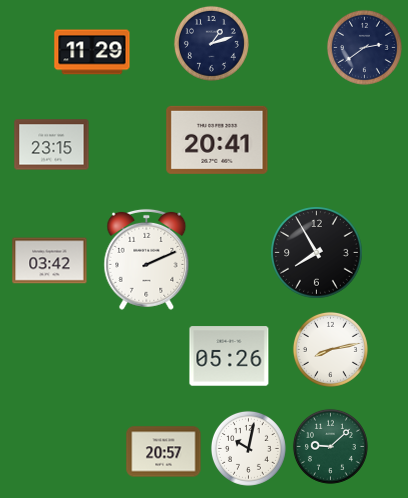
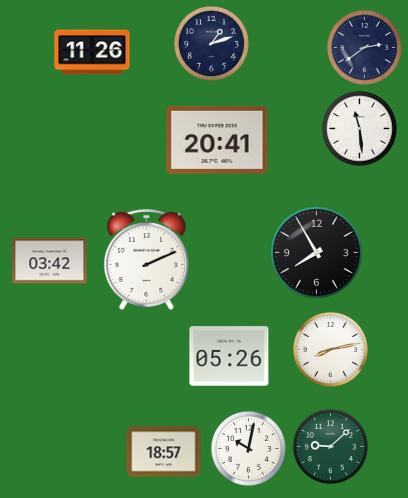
clock at (92, 52): 11:29 -> 11:26
clock at (359, 128): none -> 11:29
clock at (52, 145): 23:15 -> none
clock at (164, 452): 20:57 -> 18:57
